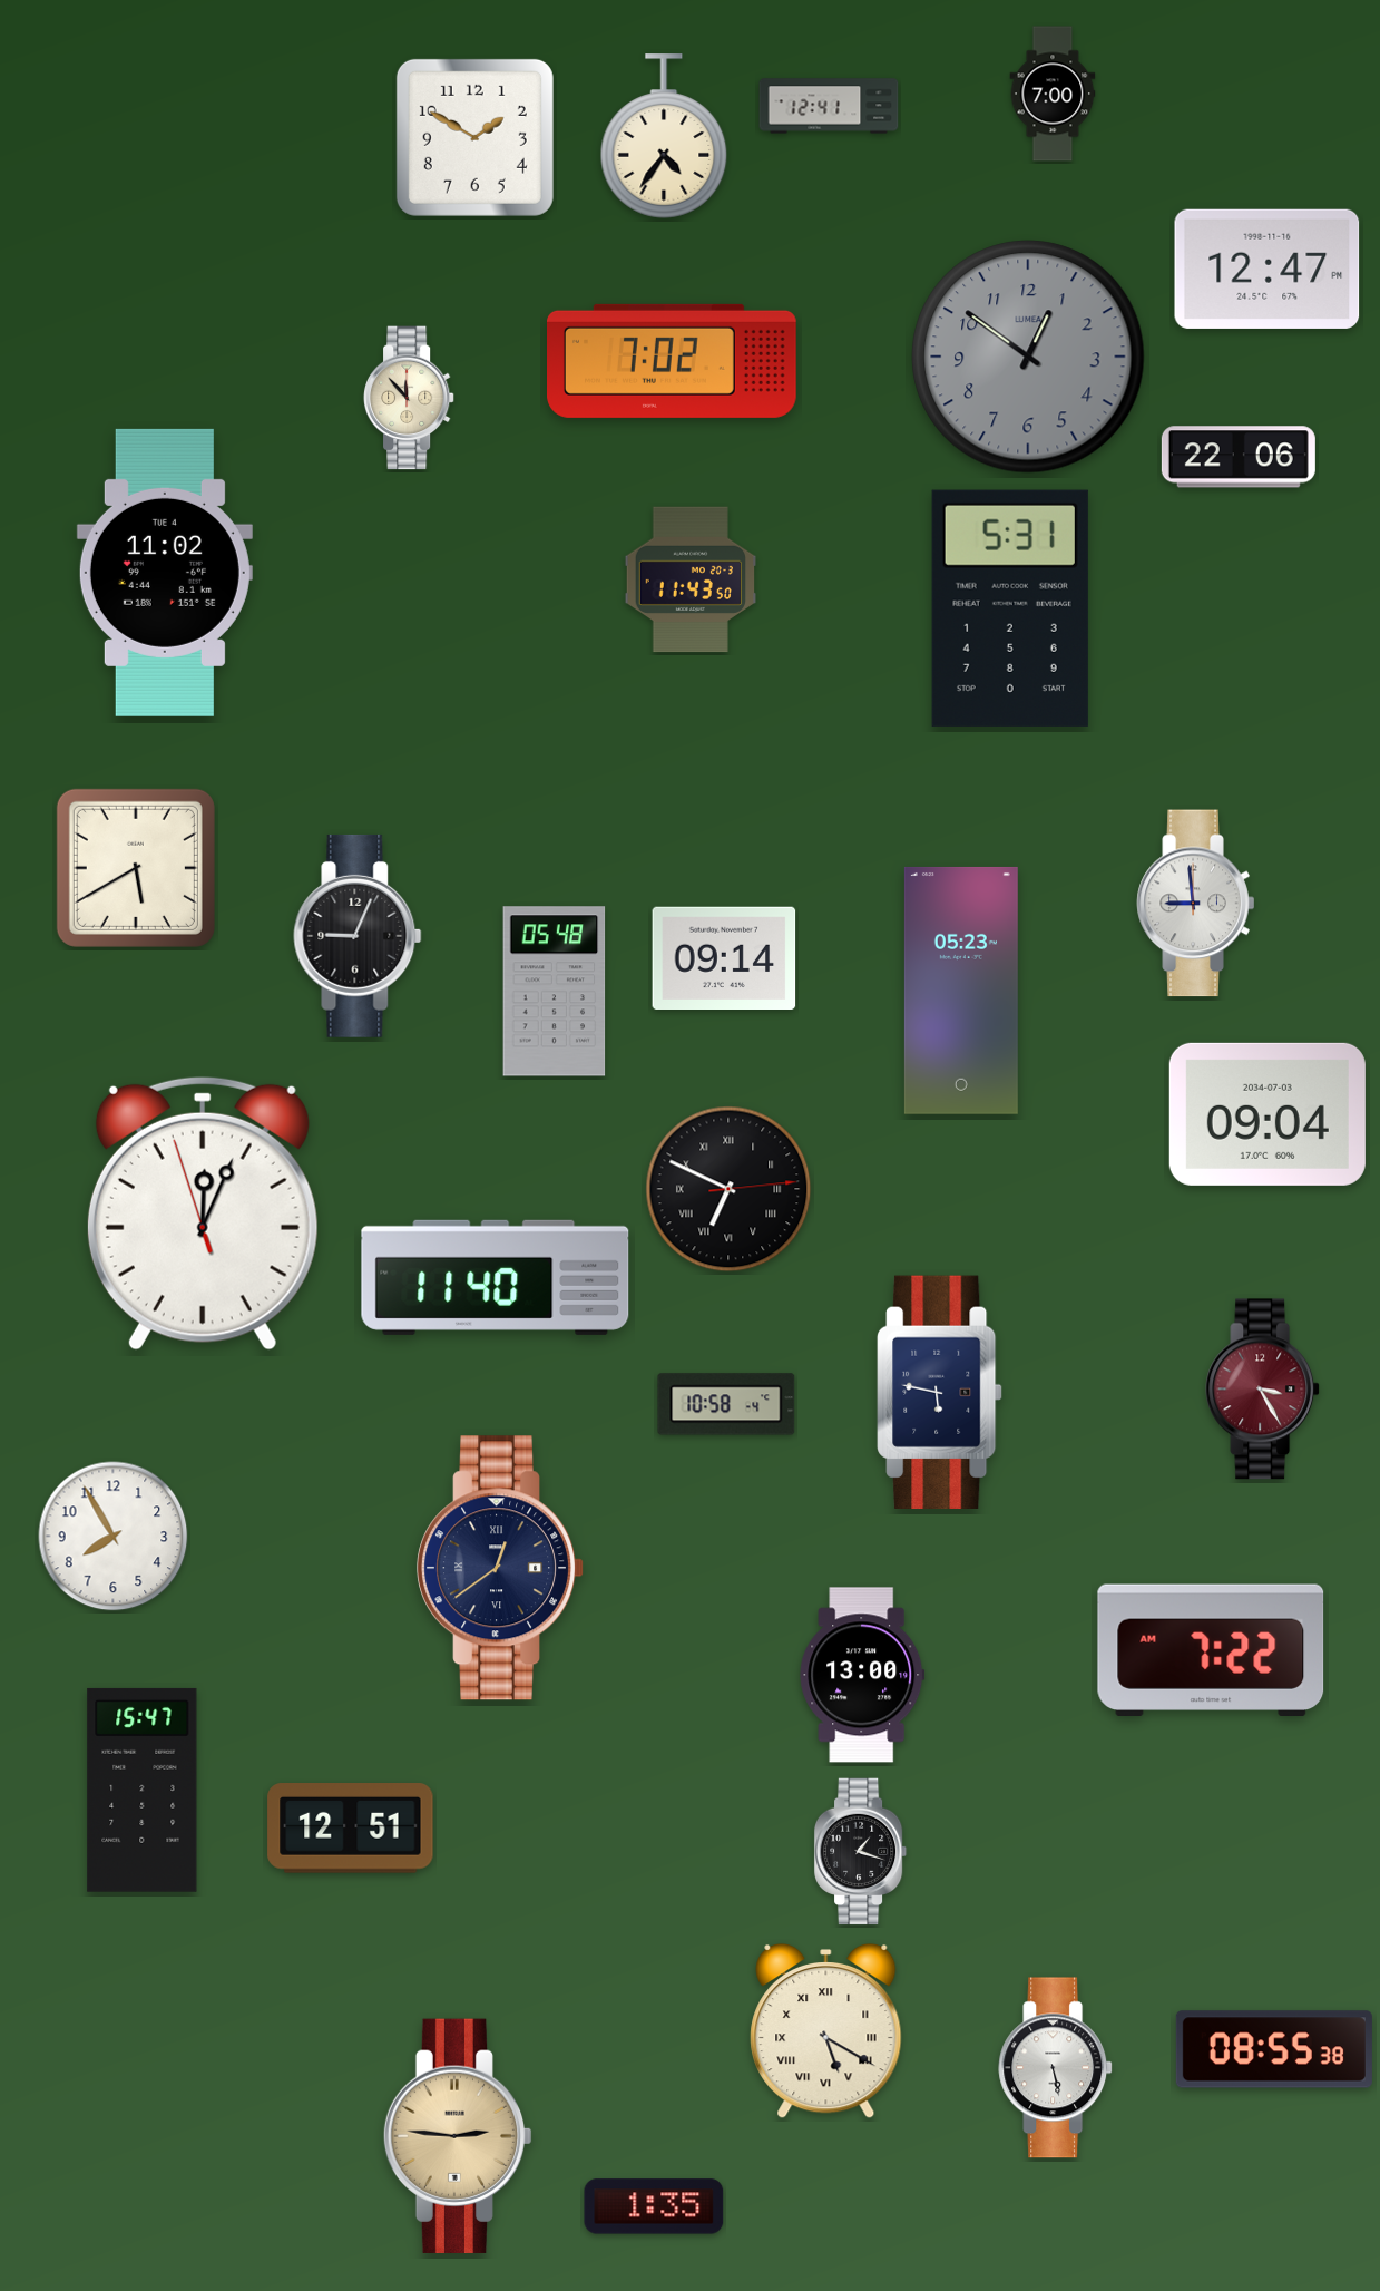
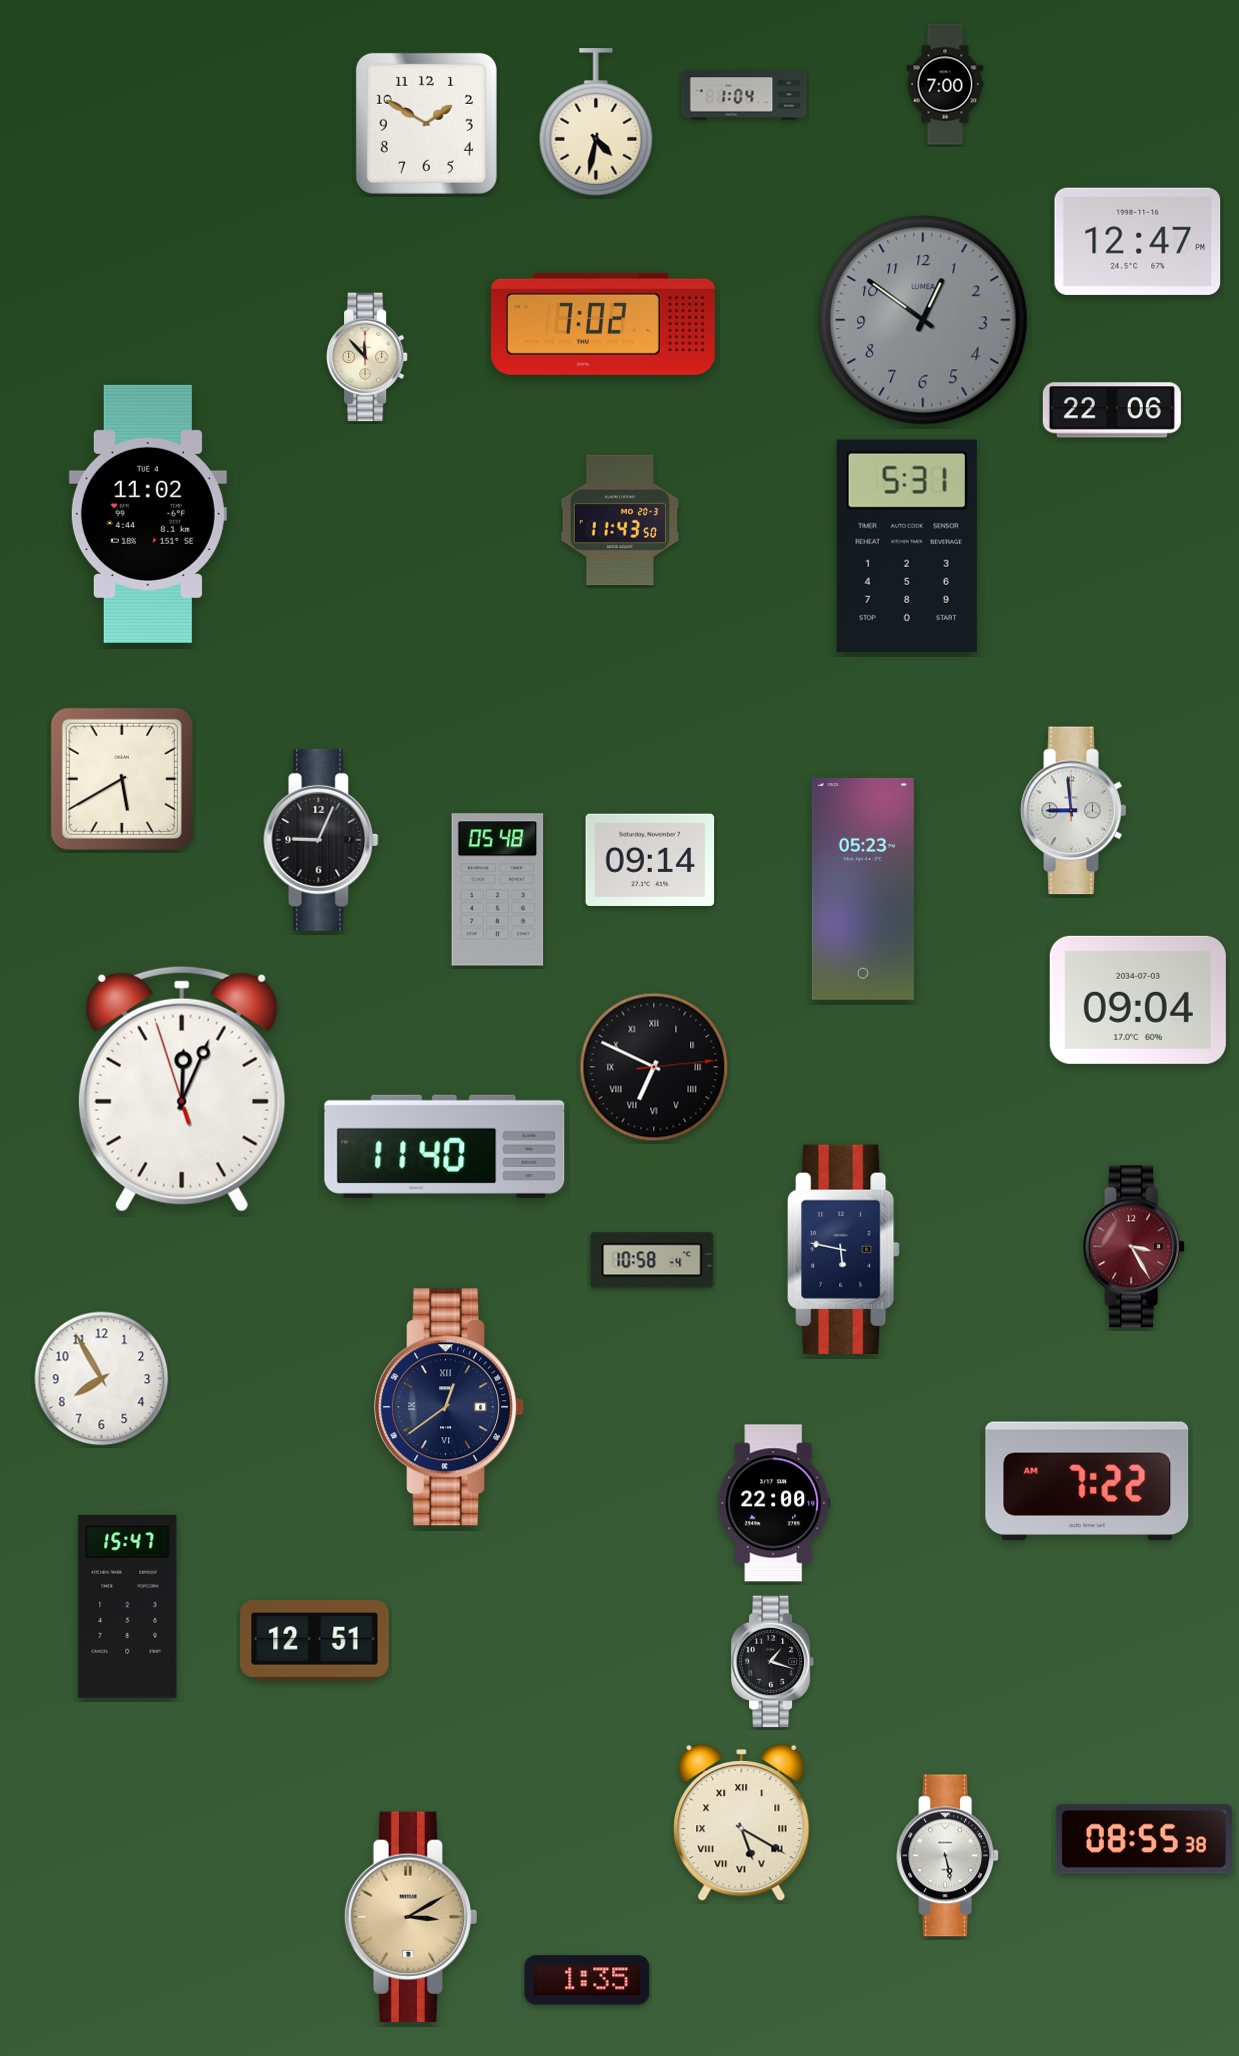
clock at (829, 106): 12:41 -> 1:04
clock at (664, 136): 4:36 -> 4:32
clock at (862, 1675): 13:00 -> 22:00
clock at (458, 2136): 2:46 -> 3:10
